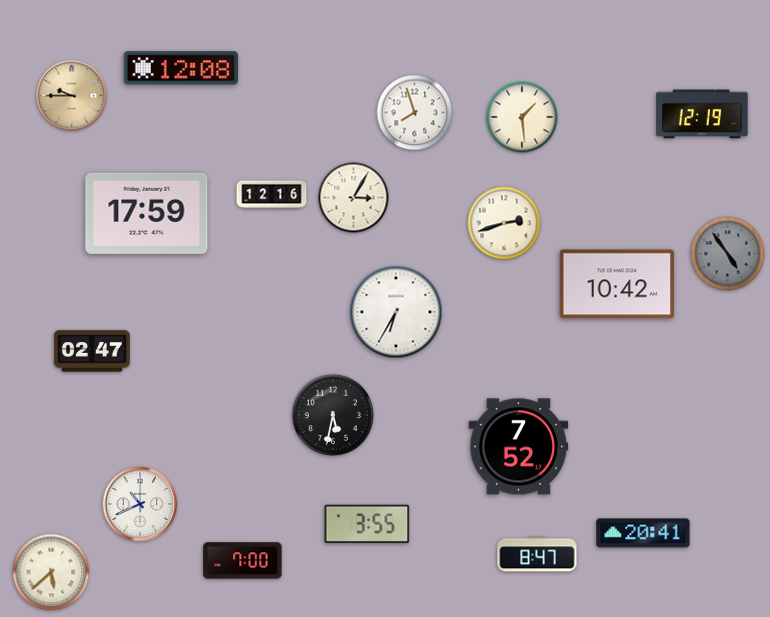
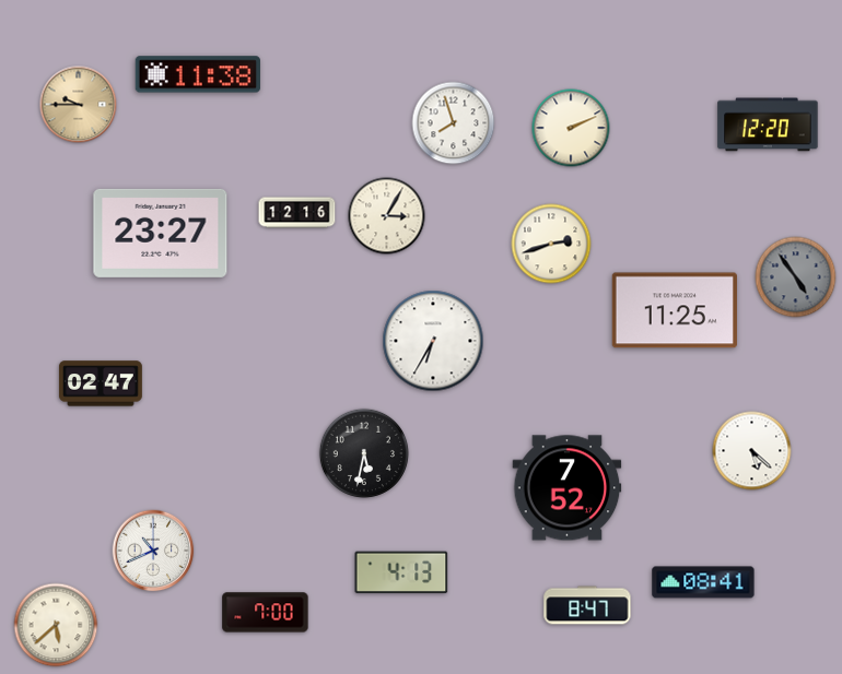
clock at (181, 68): 12:08 -> 11:38
clock at (702, 114): 12:19 -> 12:20
clock at (522, 117): 1:29 -> 2:11
clock at (147, 213): 17:59 -> 23:27
clock at (617, 284): 10:42 -> 11:25
clock at (752, 451): none -> 5:22
clock at (367, 524): 3:55 -> 4:13
clock at (643, 533): 20:41 -> 08:41
